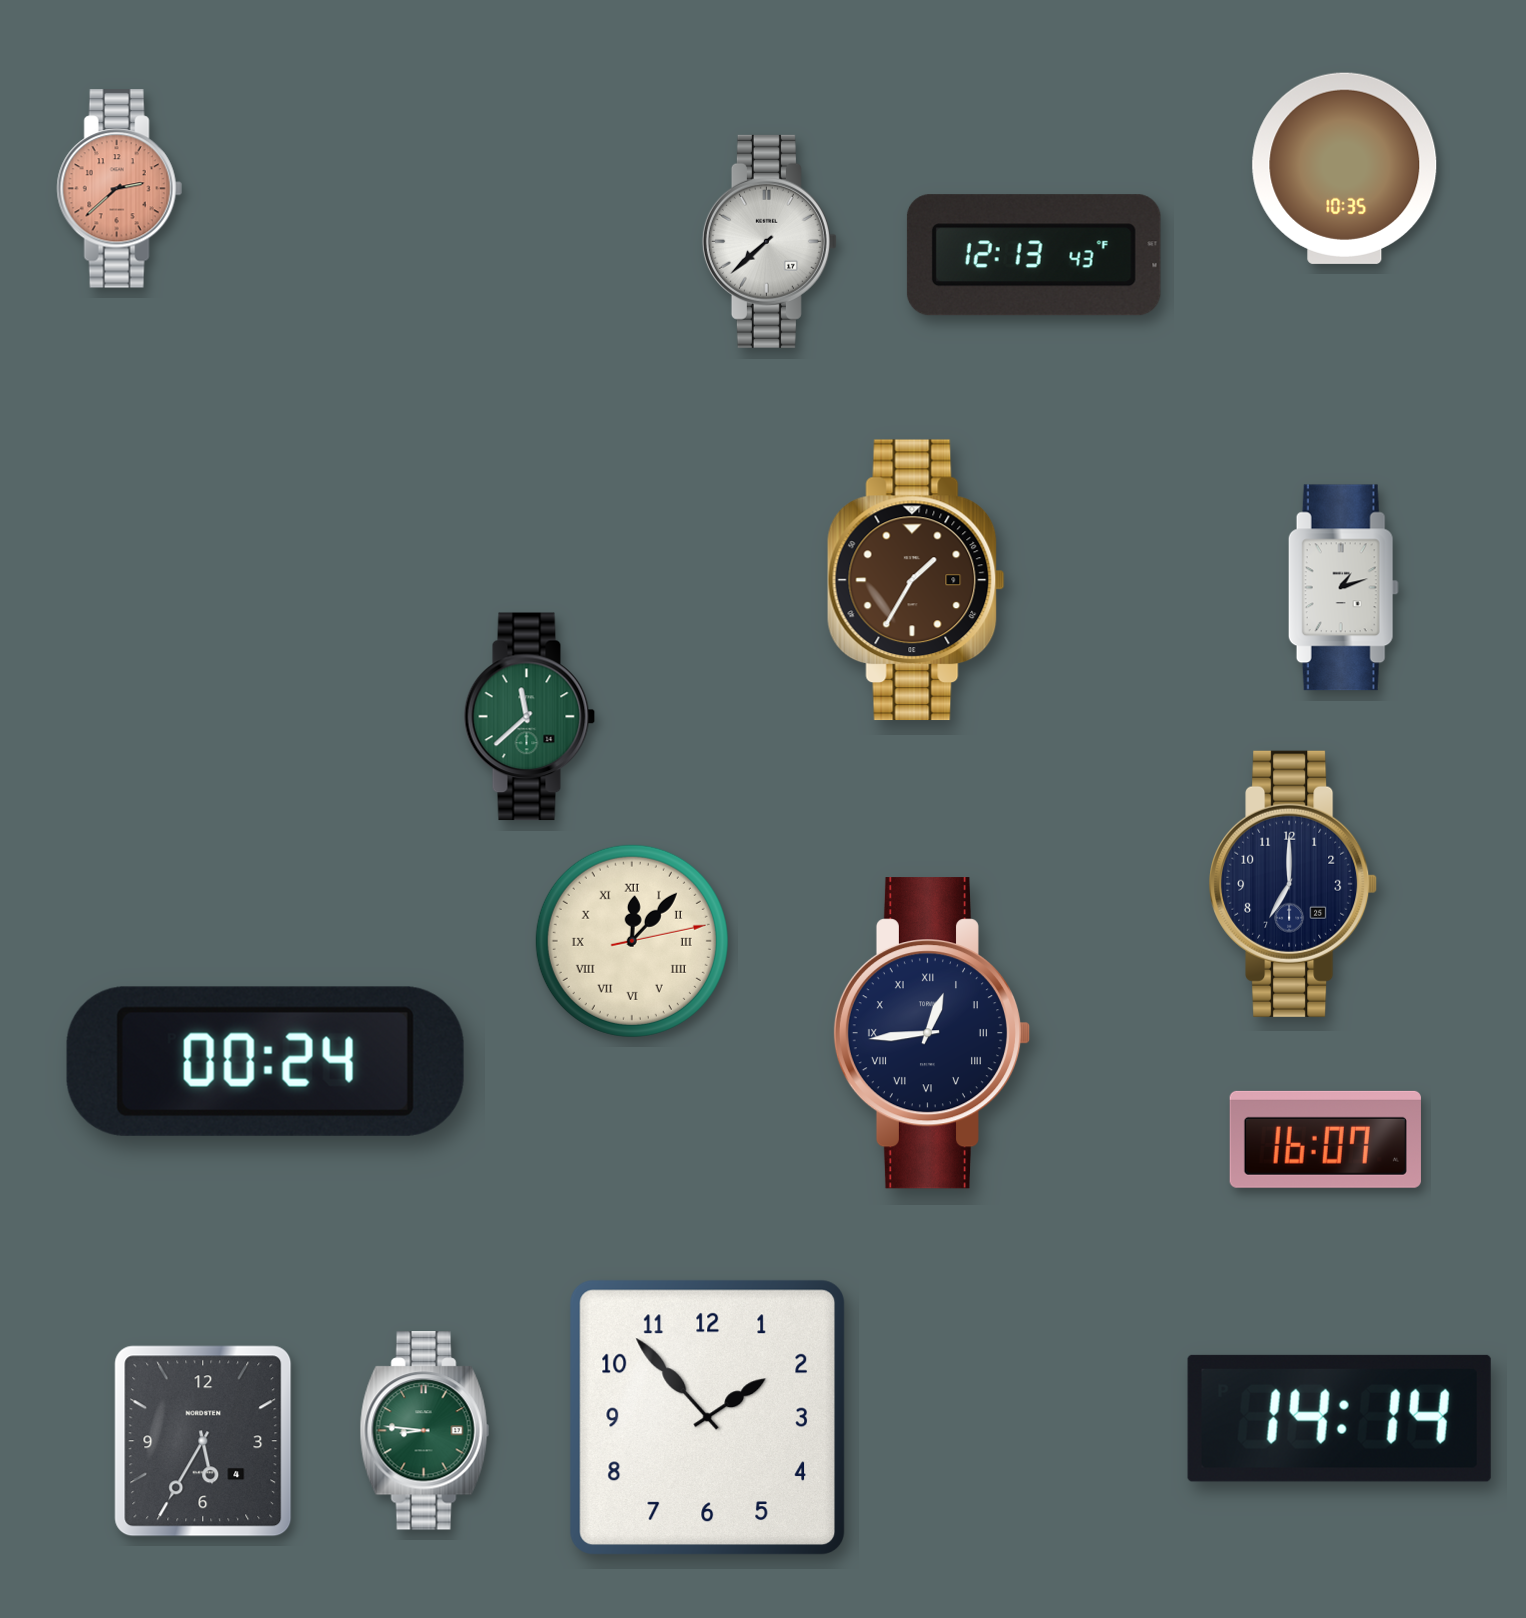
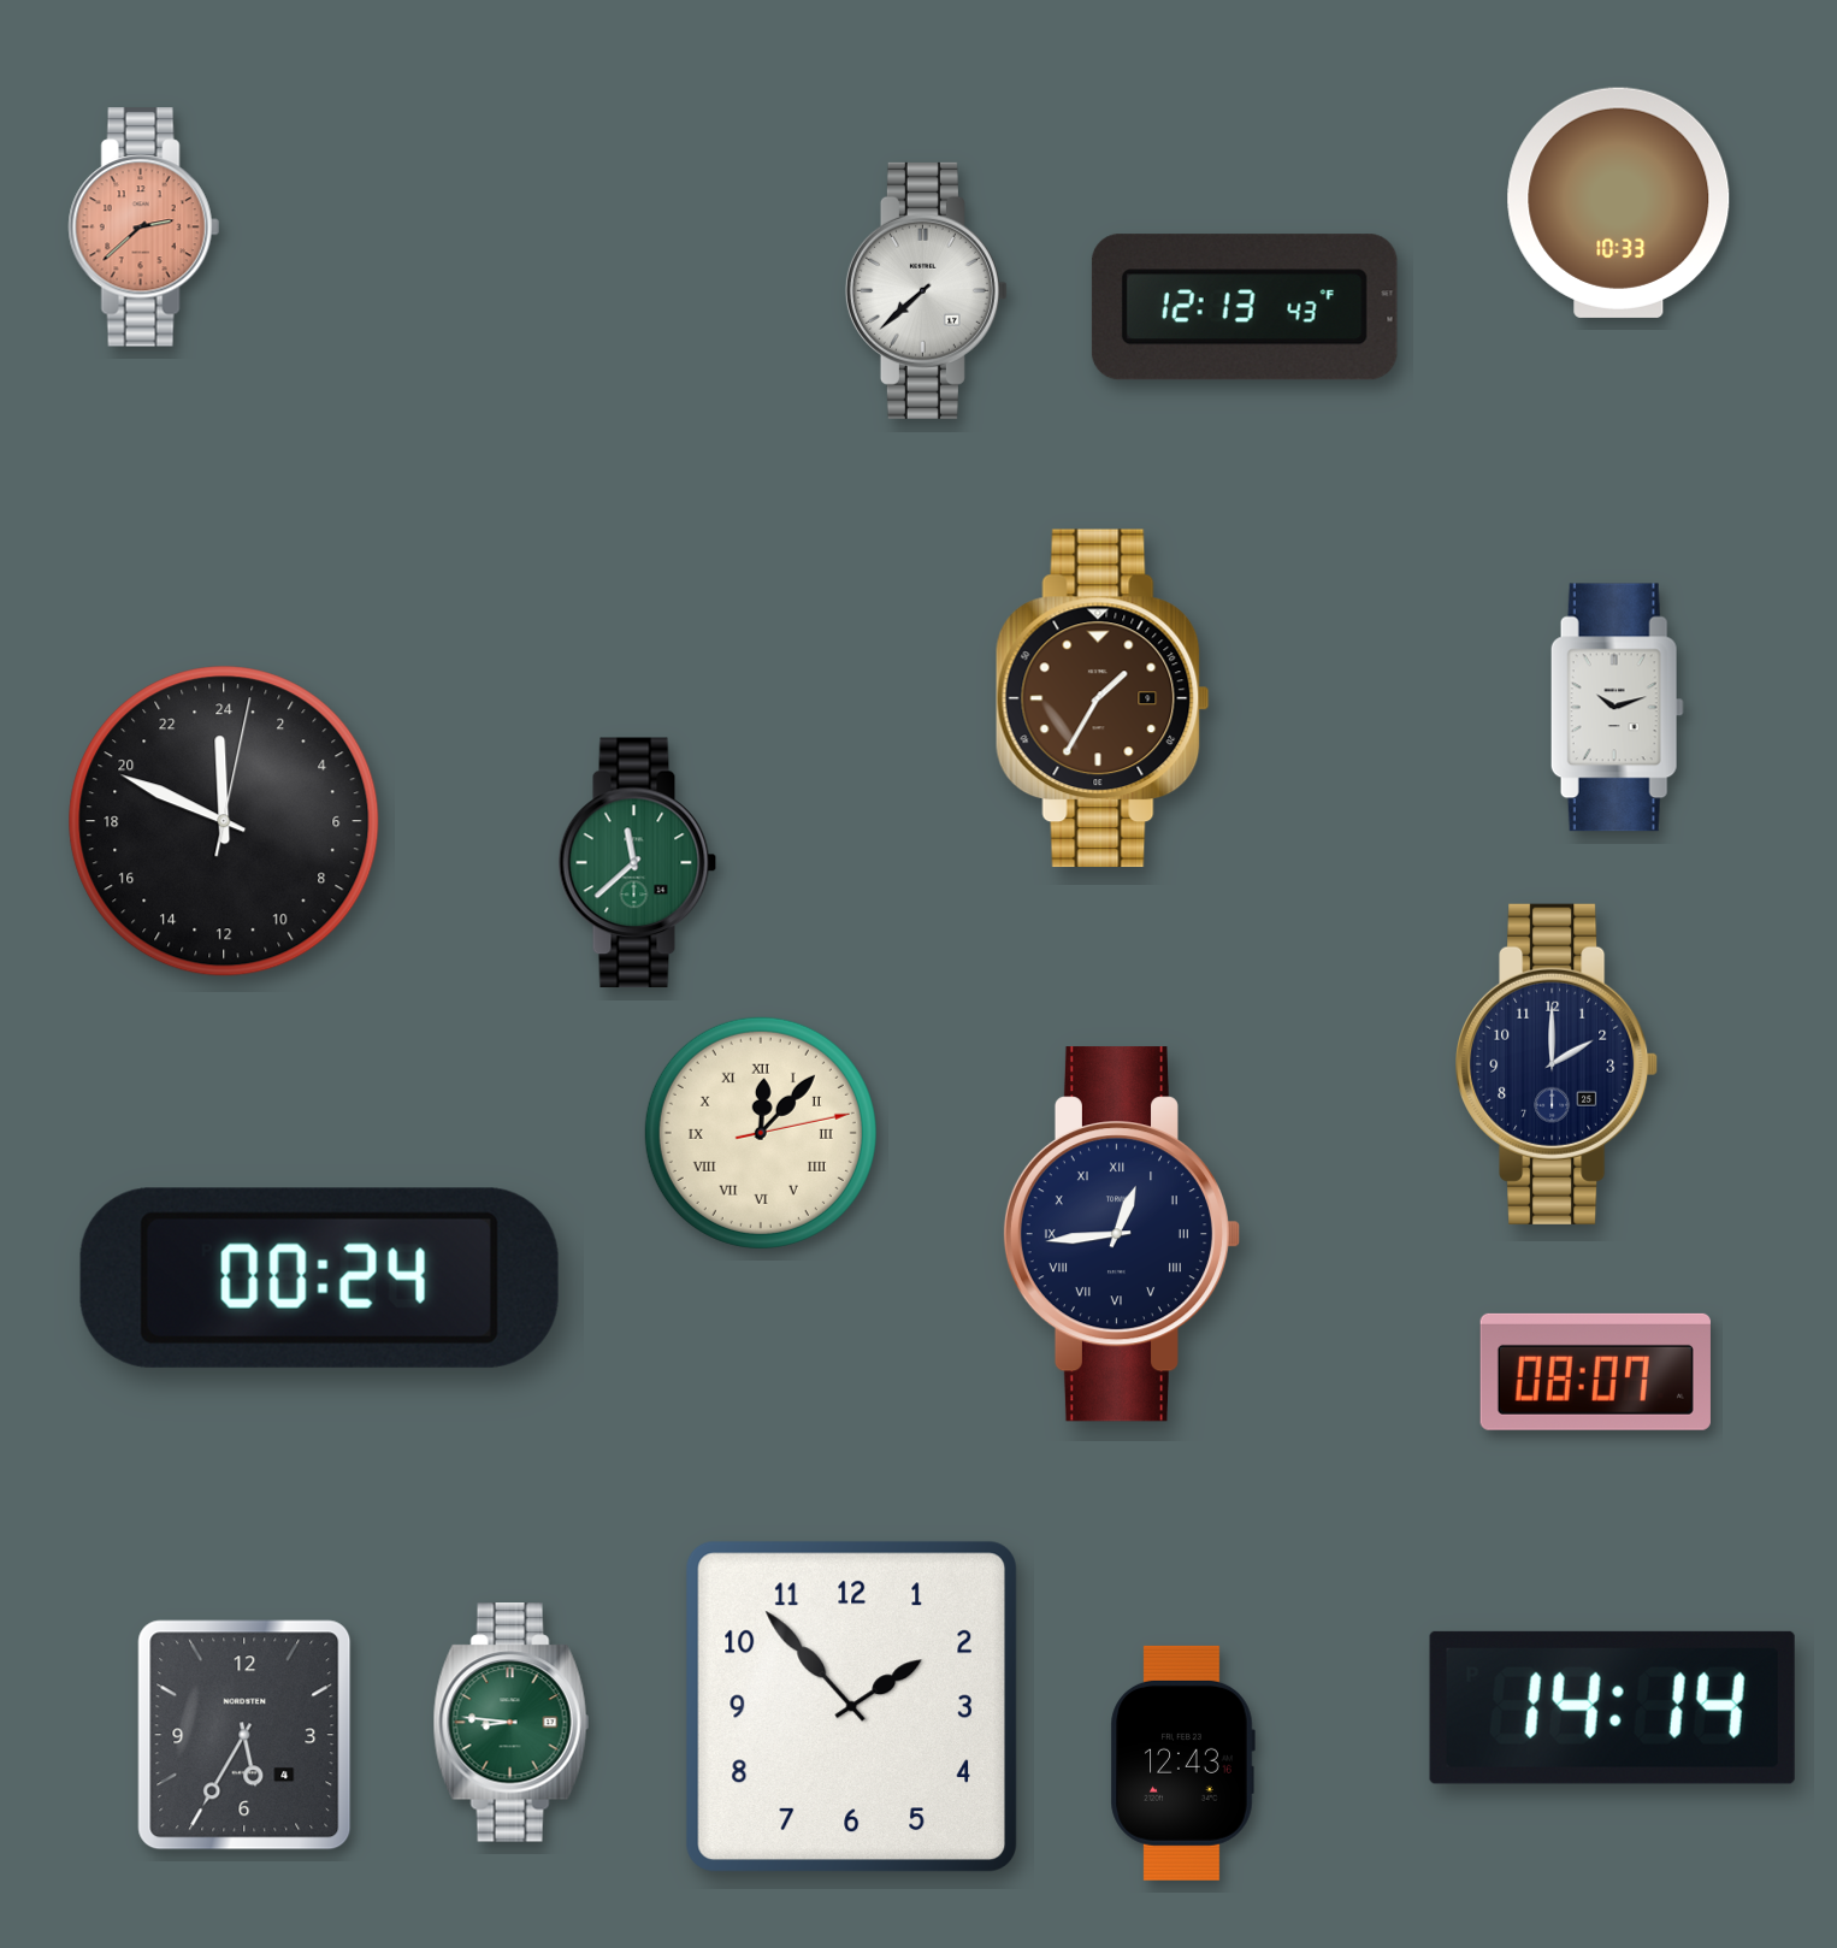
clock at (1345, 168): 10:35 -> 10:33
clock at (1343, 588): 1:12 -> 10:12
clock at (224, 821): none -> 23:49
clock at (1293, 884): 7:00 -> 2:00
clock at (932, 1033) position: (932, 1033) -> (1122, 1234)
clock at (1325, 1139): 16:07 -> 08:07
clock at (1182, 1763): none -> 12:43
